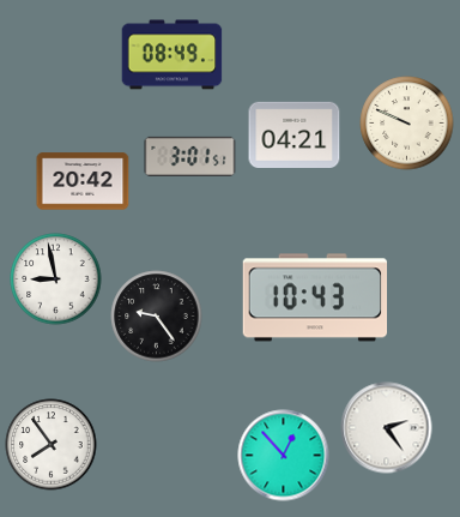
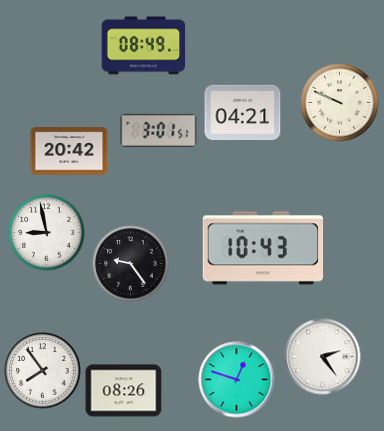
clock at (295, 134) position: (295, 134) -> (243, 112)
clock at (284, 456): 12:53 -> 12:48
clock at (124, 391): none -> 08:26
